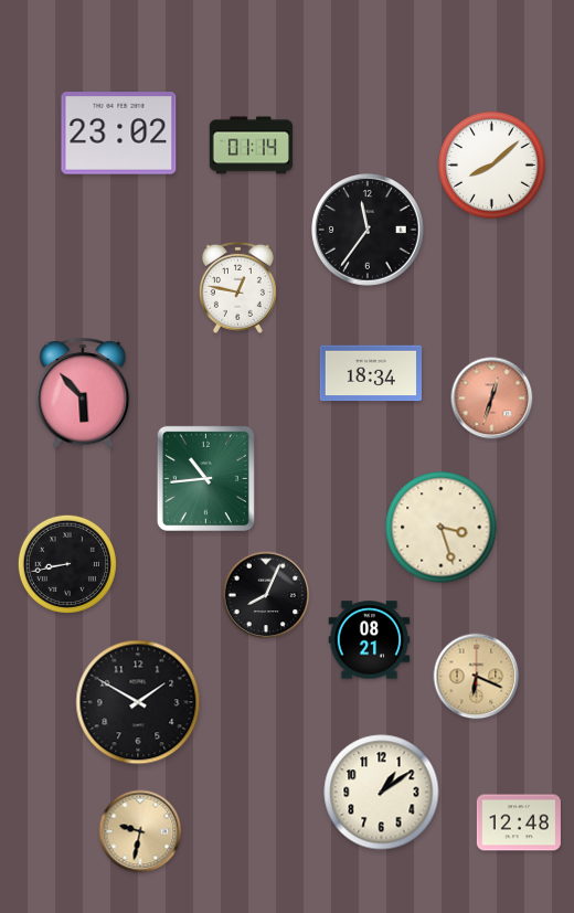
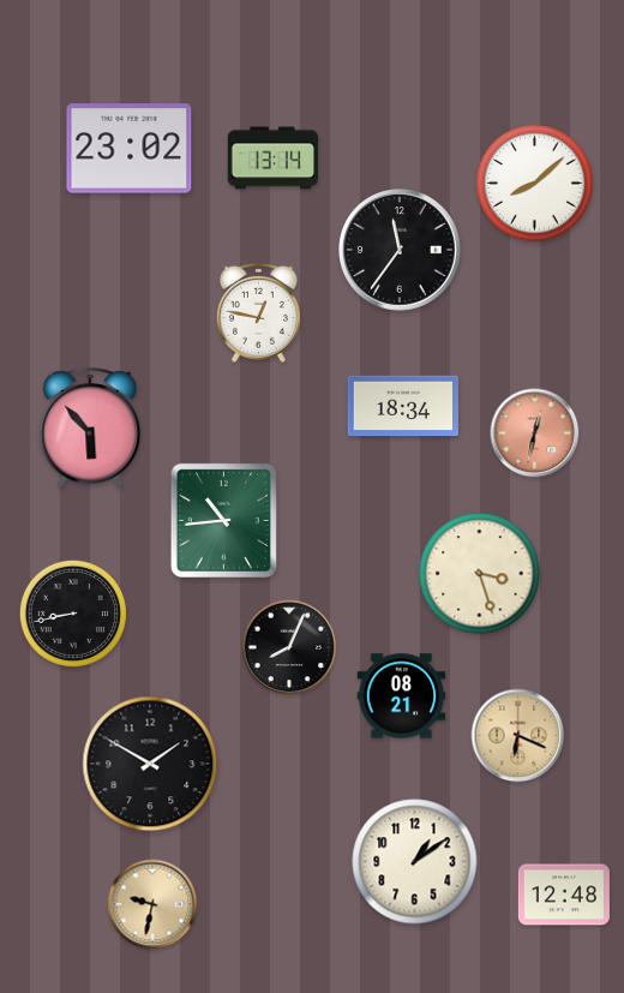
clock at (119, 134) position: (119, 134) -> (130, 149)
clock at (251, 146): 01:14 -> 13:14
clock at (492, 166) position: (492, 166) -> (535, 184)
clock at (492, 399): 12:33 -> 12:32
